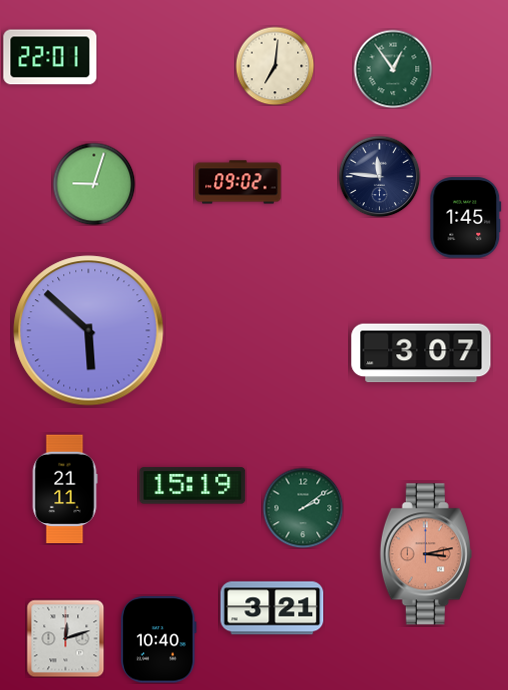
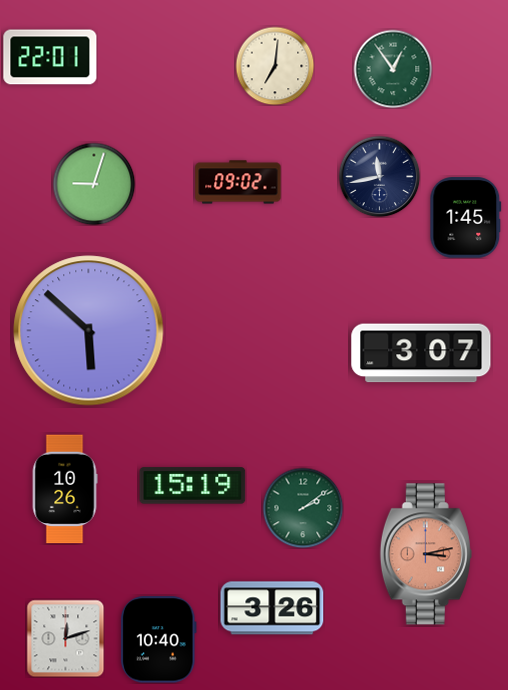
clock at (379, 176): 11:46 -> 11:43
clock at (65, 489): 21:11 -> 10:26
clock at (272, 608): 3:21 -> 3:26
